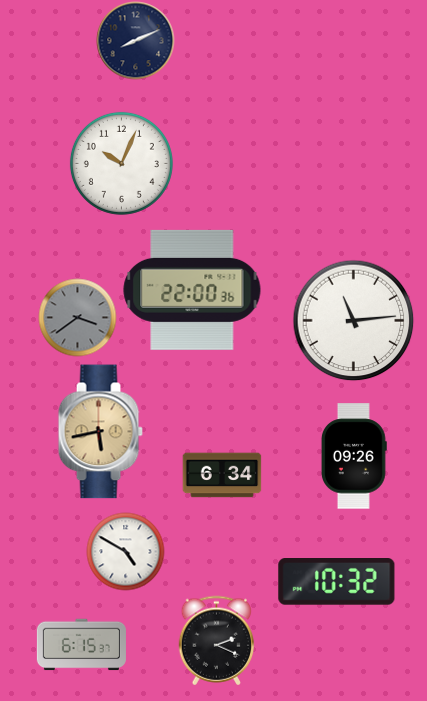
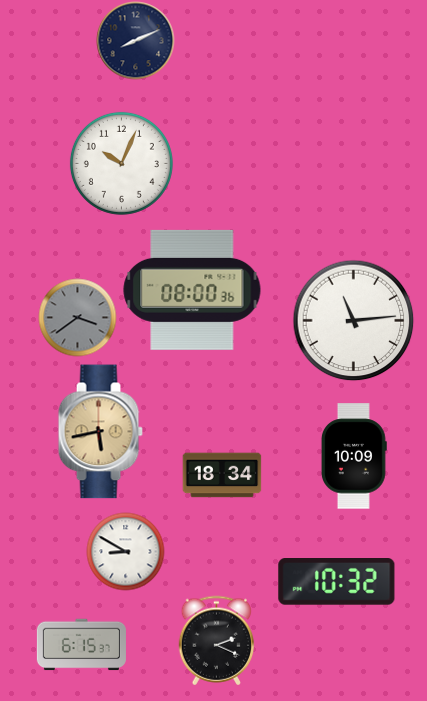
clock at (192, 290): 22:00 -> 08:00
clock at (354, 456): 09:26 -> 10:09
clock at (222, 475): 6:34 -> 18:34
clock at (125, 551): 4:50 -> 8:50
